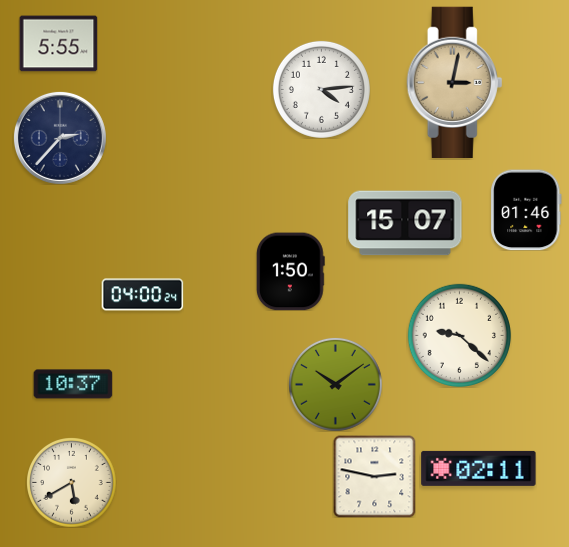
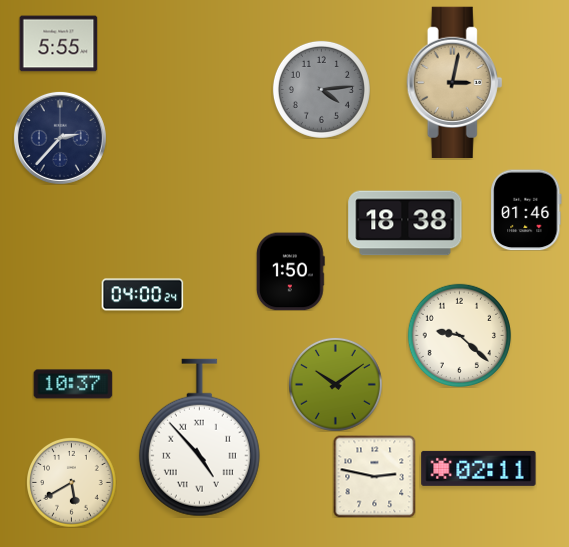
clock at (321, 89) dial: white -> grey
clock at (405, 223): 15:07 -> 18:38
clock at (199, 438): none -> 4:53
